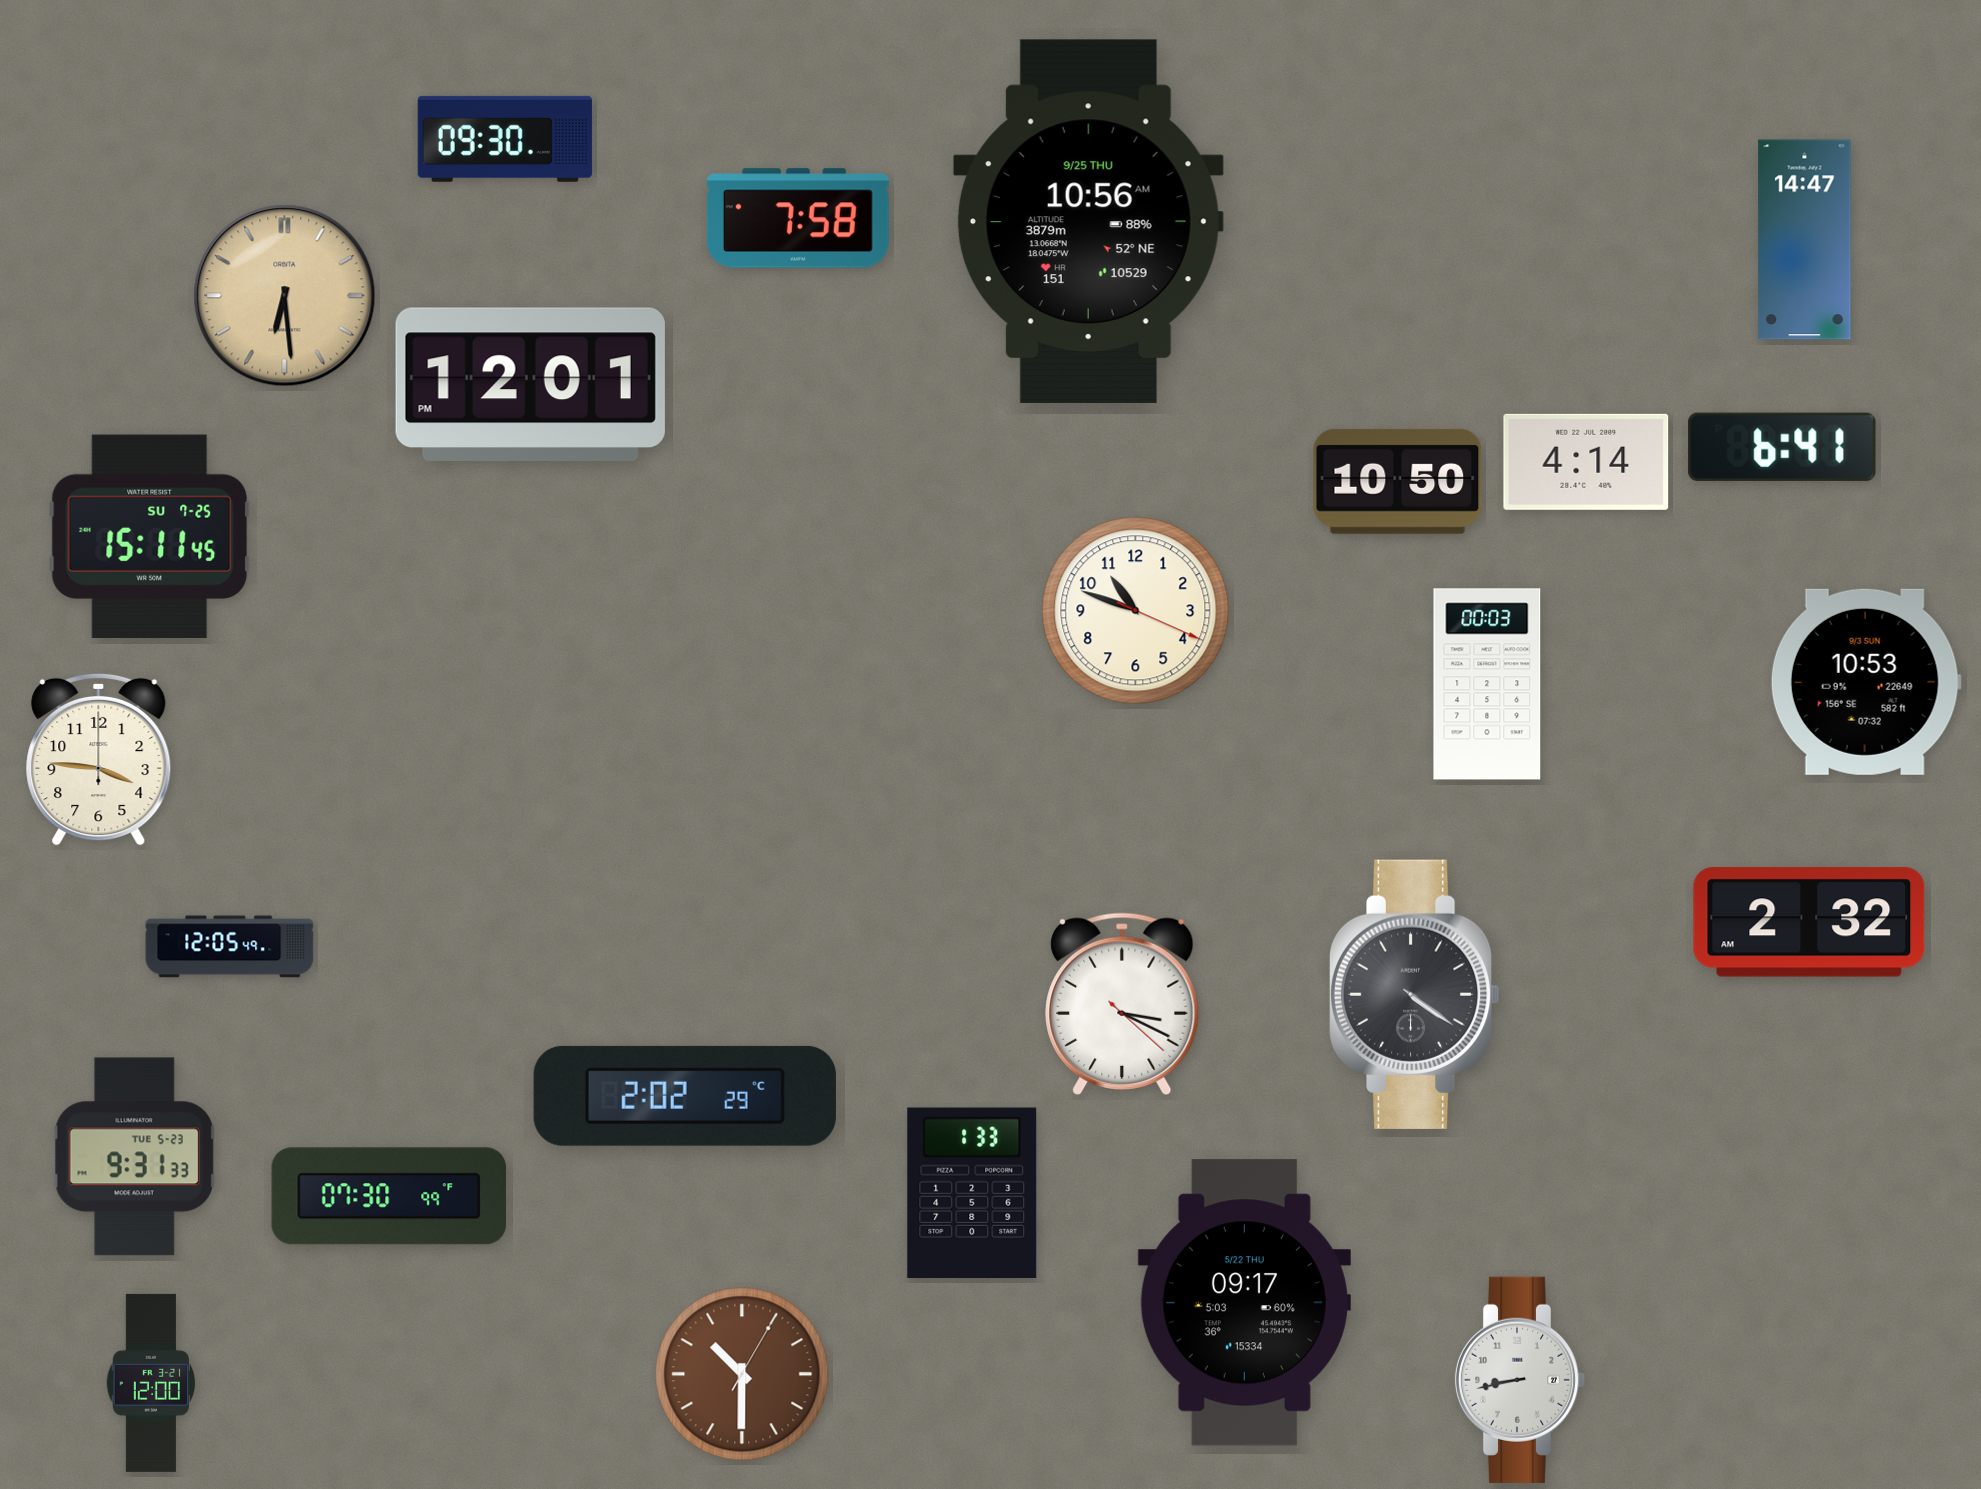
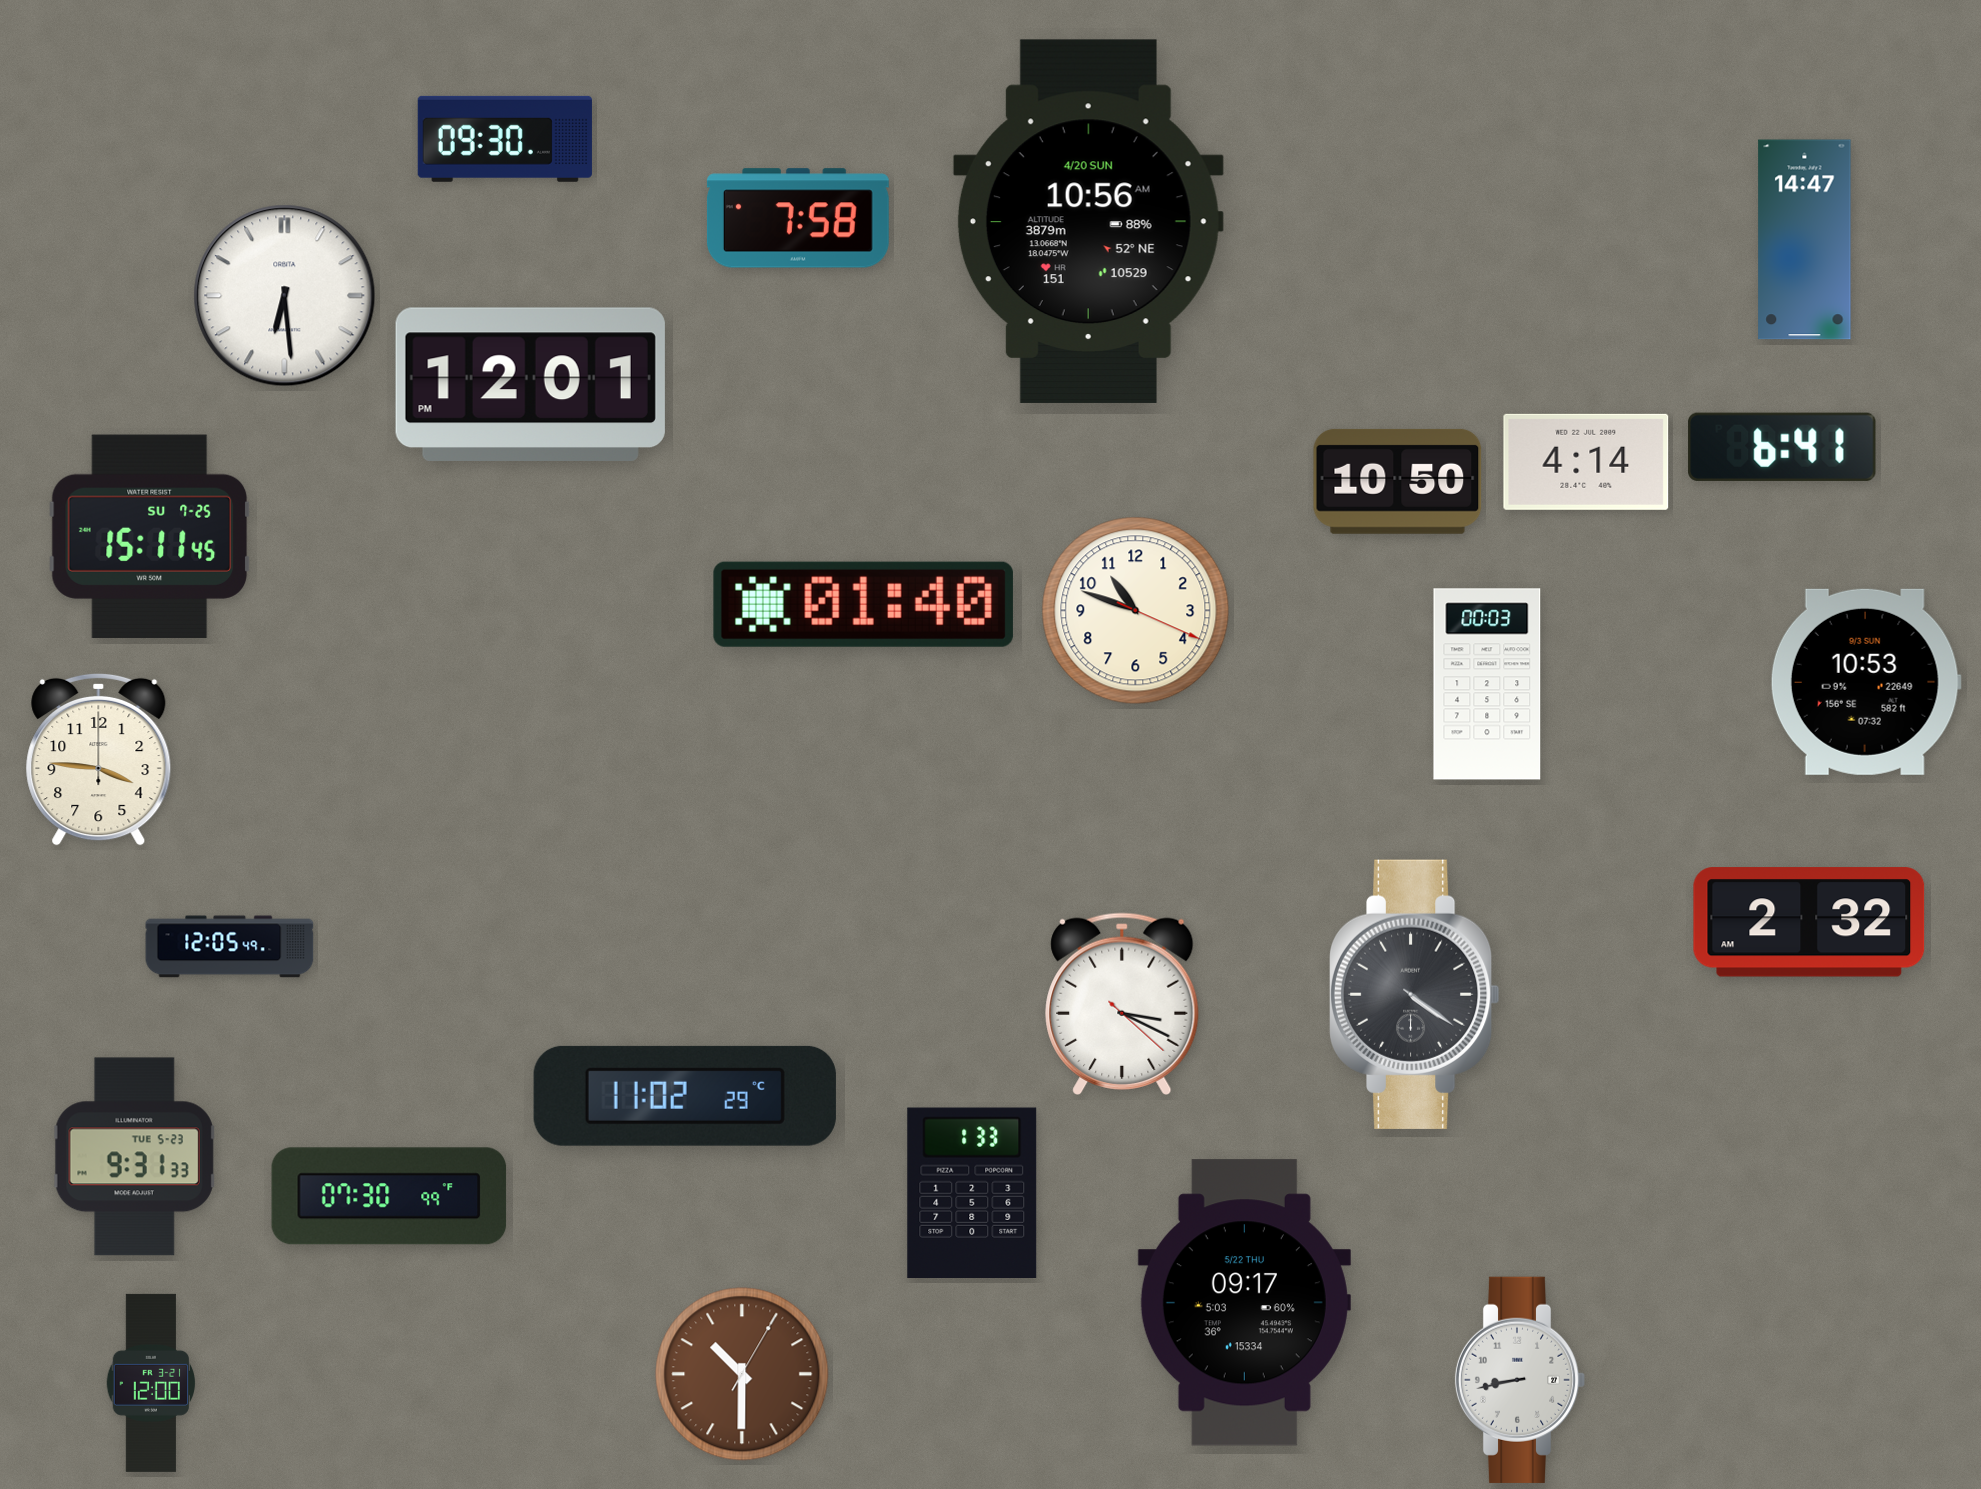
clock at (1088, 221) date: 9/25 THU -> 4/20 SUN
clock at (285, 296) dial: champagne -> white
clock at (863, 604): none -> 01:40
clock at (685, 1096): 2:02 -> 11:02
